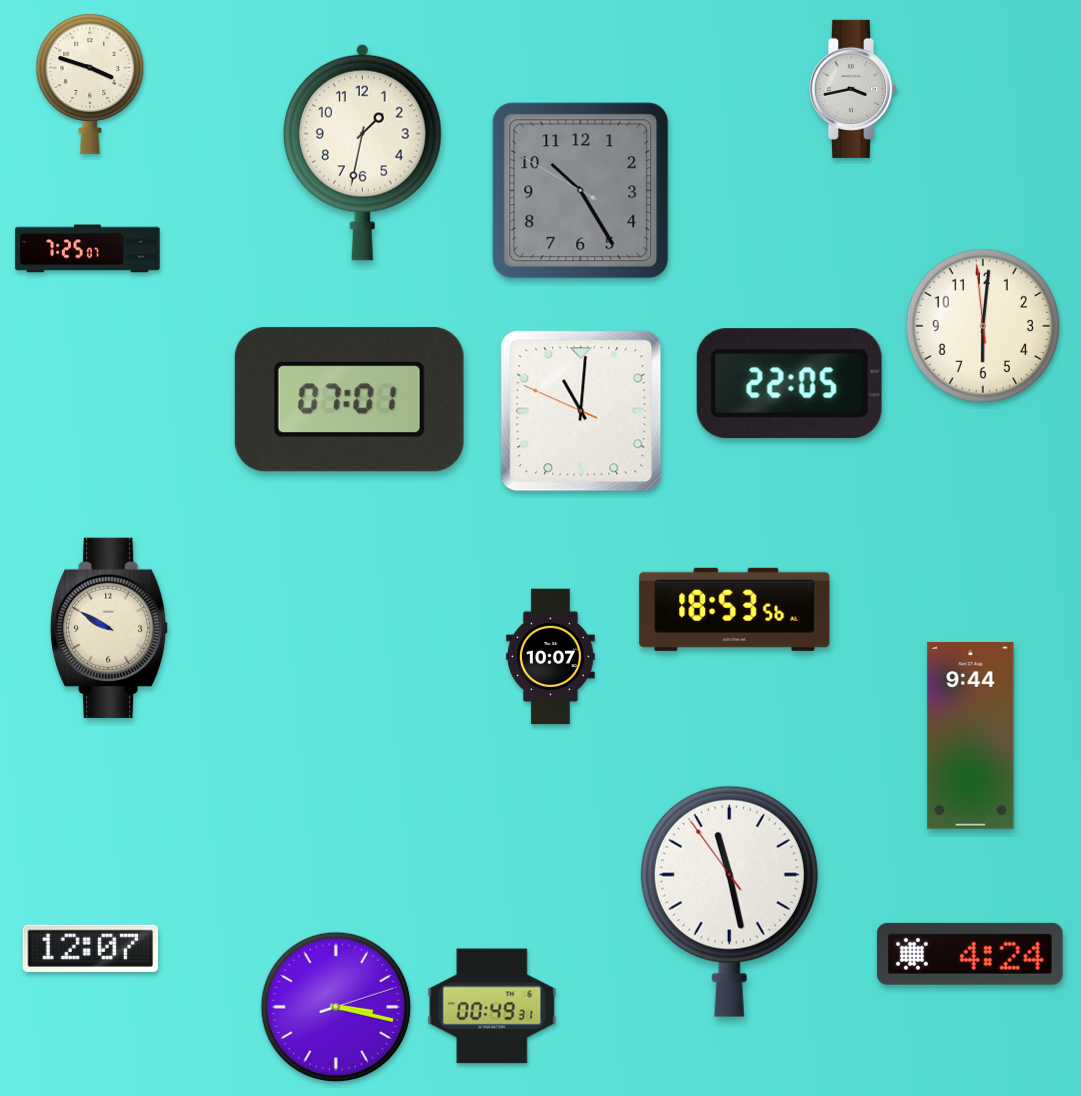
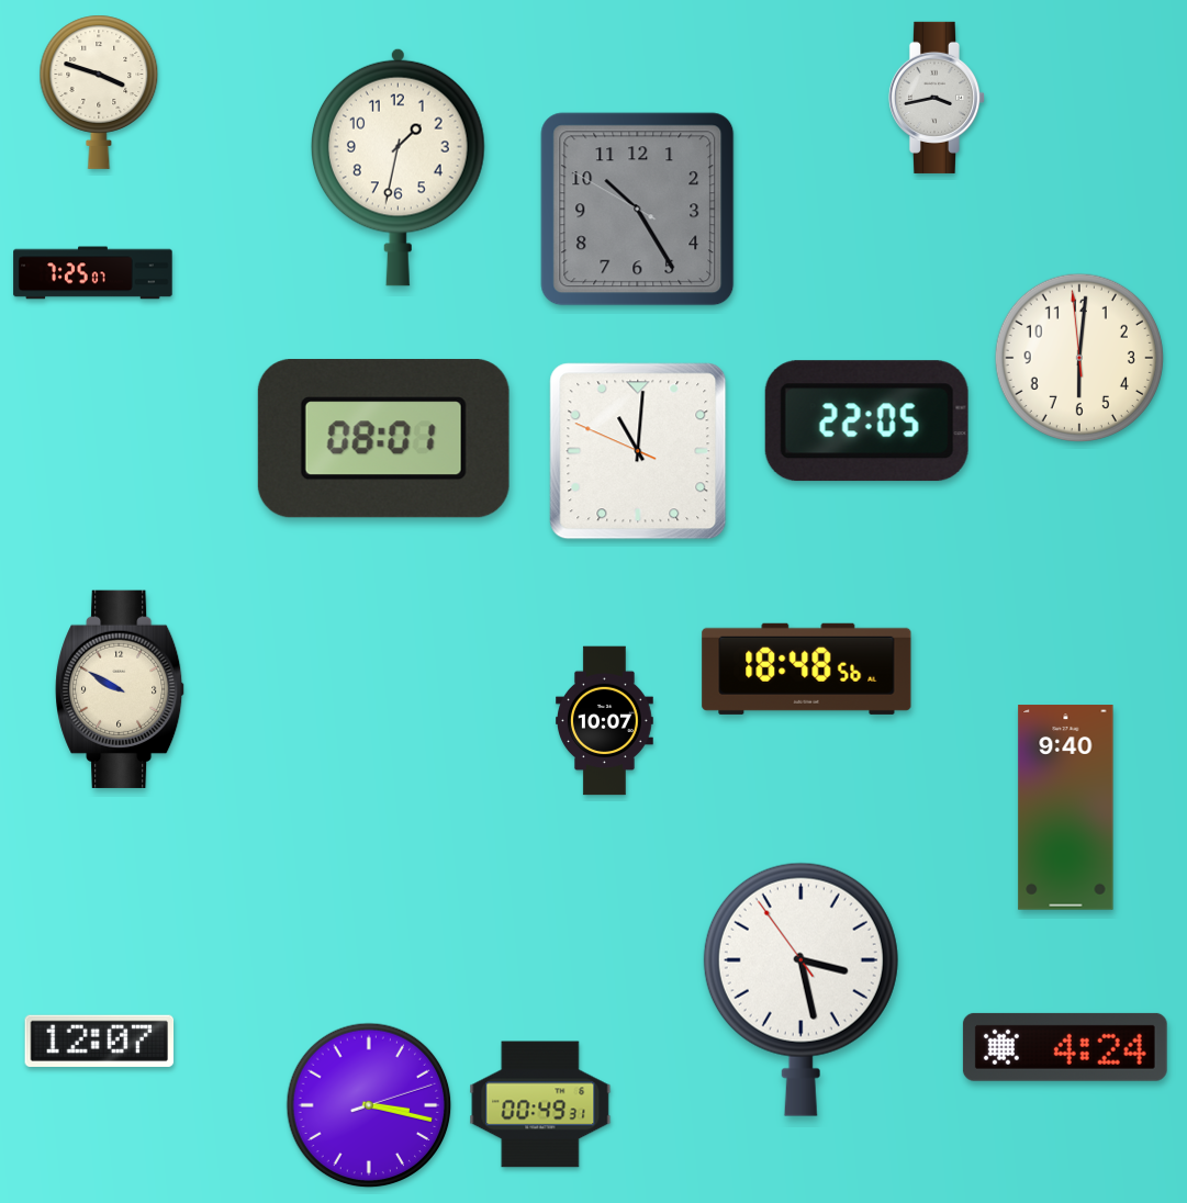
clock at (88, 249) position: (88, 249) -> (93, 273)
clock at (349, 400): 07:01 -> 08:01
clock at (735, 609): 18:53 -> 18:48
clock at (971, 736): 9:44 -> 9:40
clock at (729, 901): 11:27 -> 3:27
